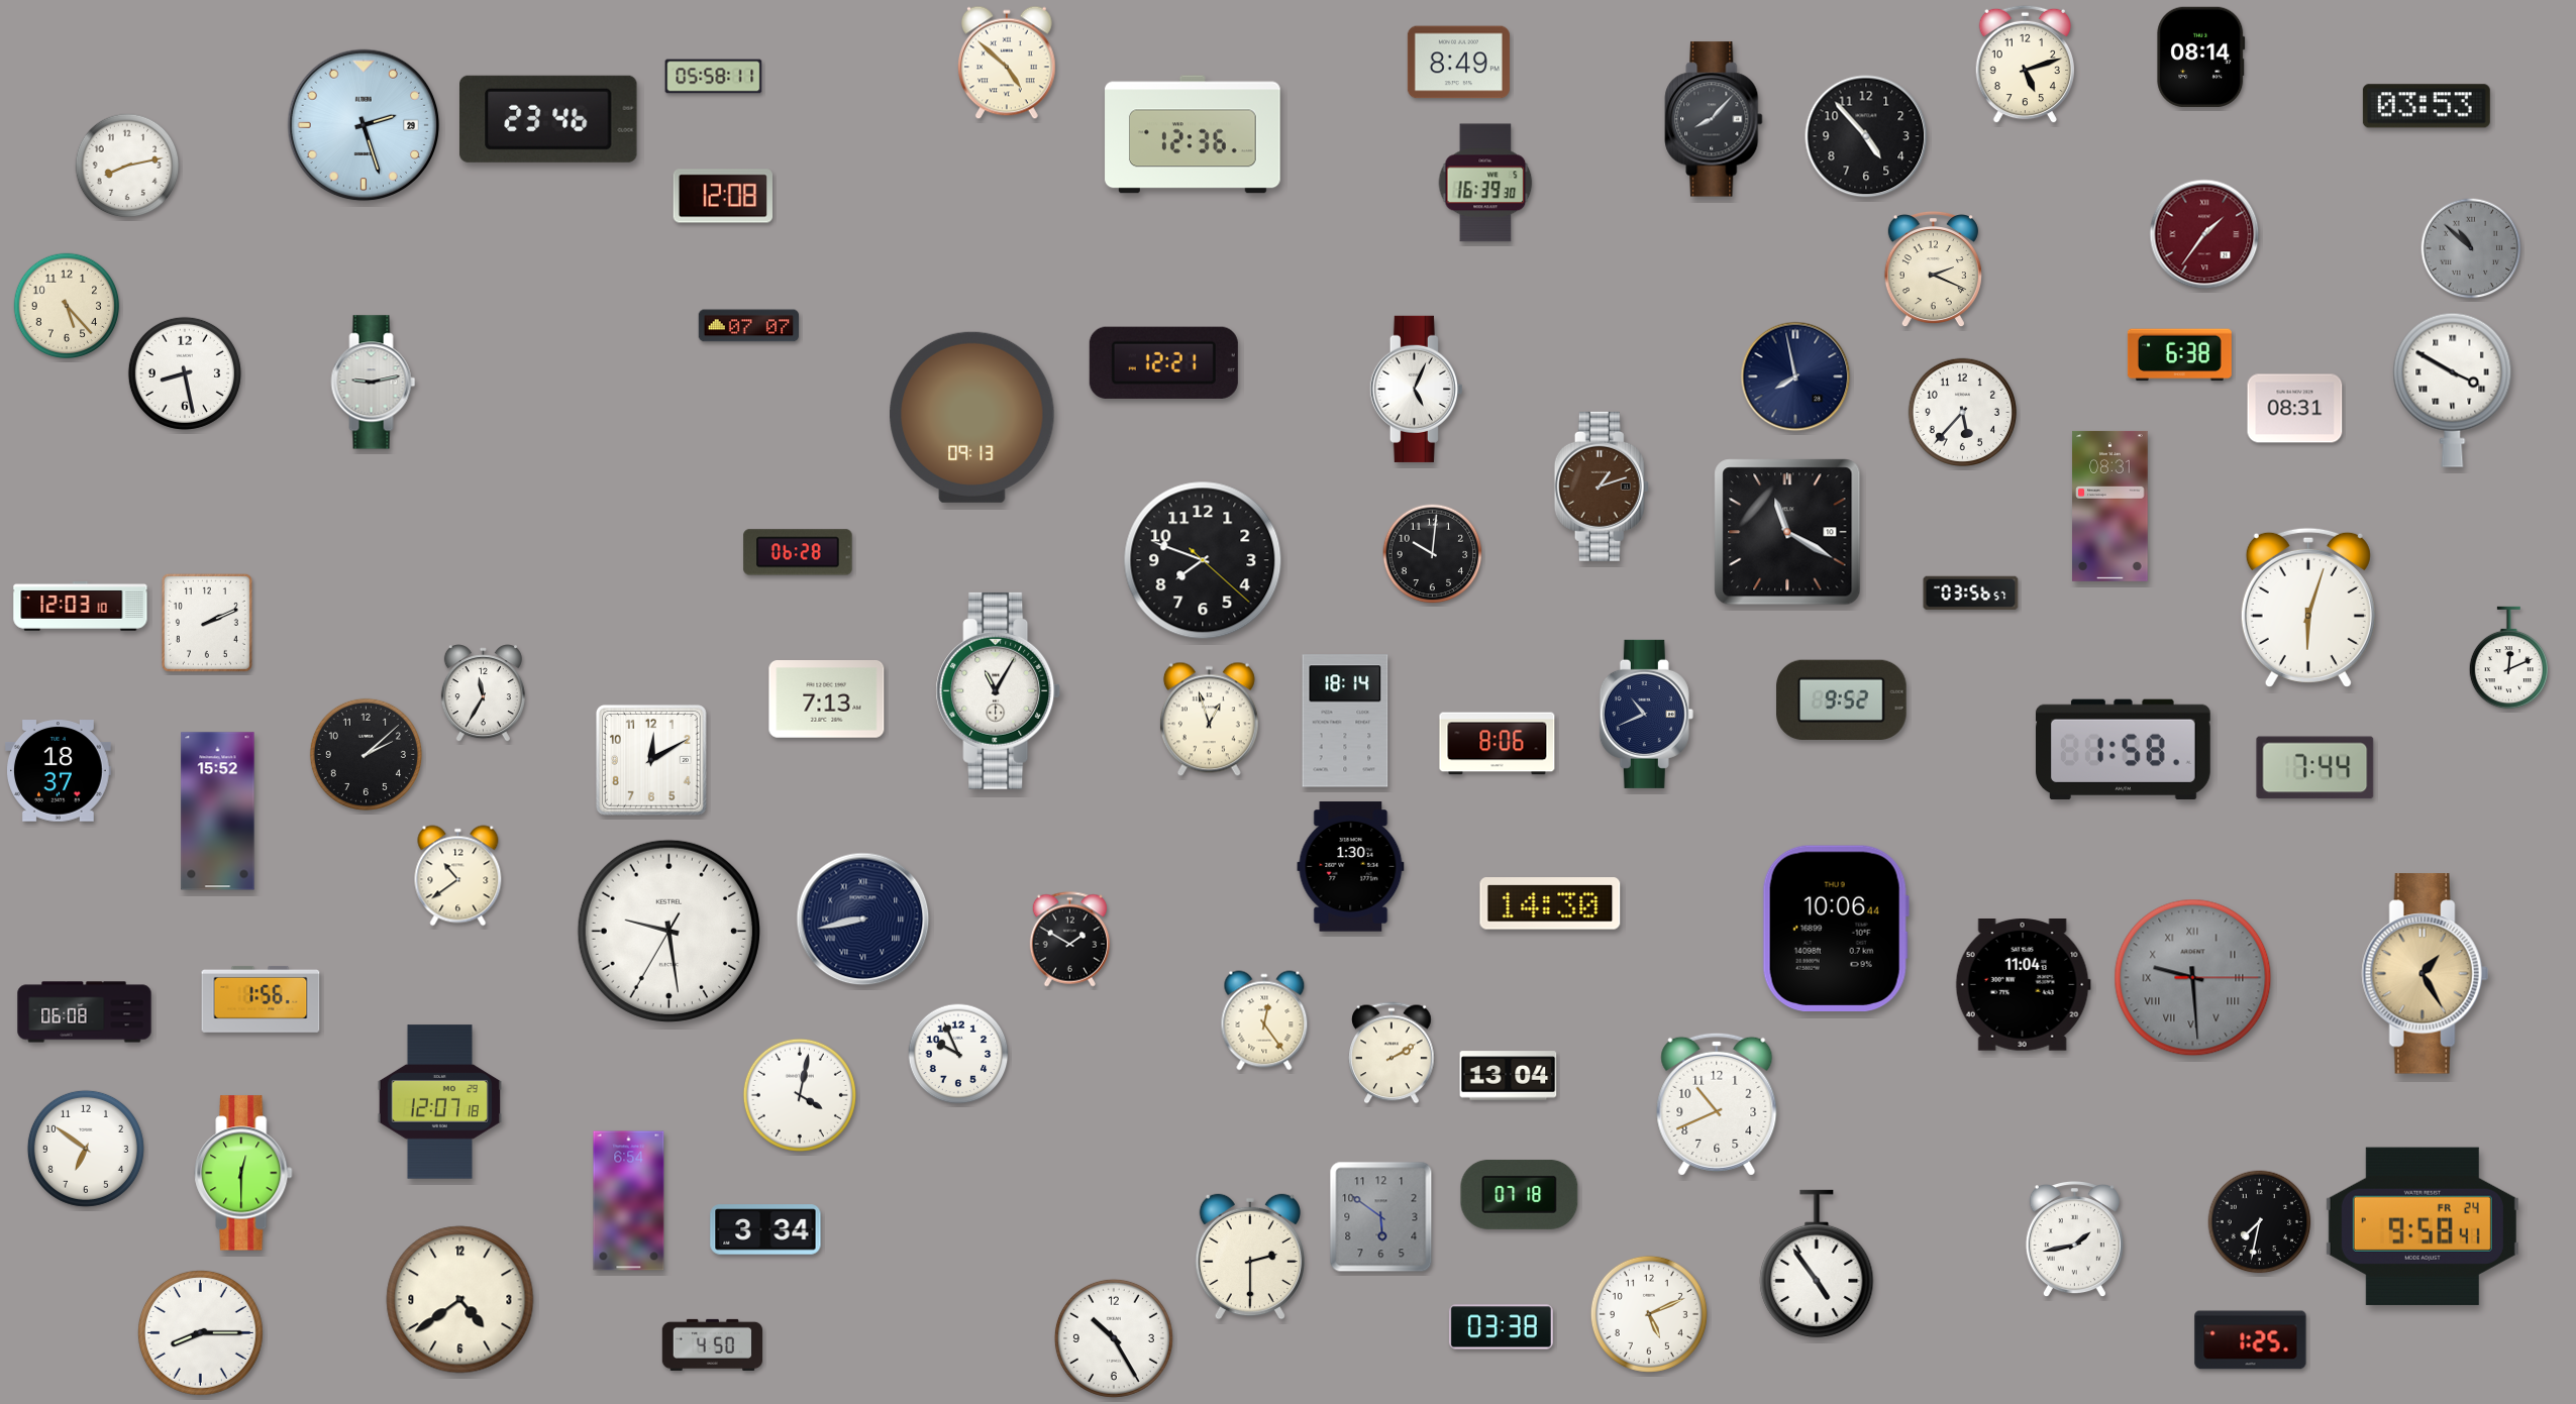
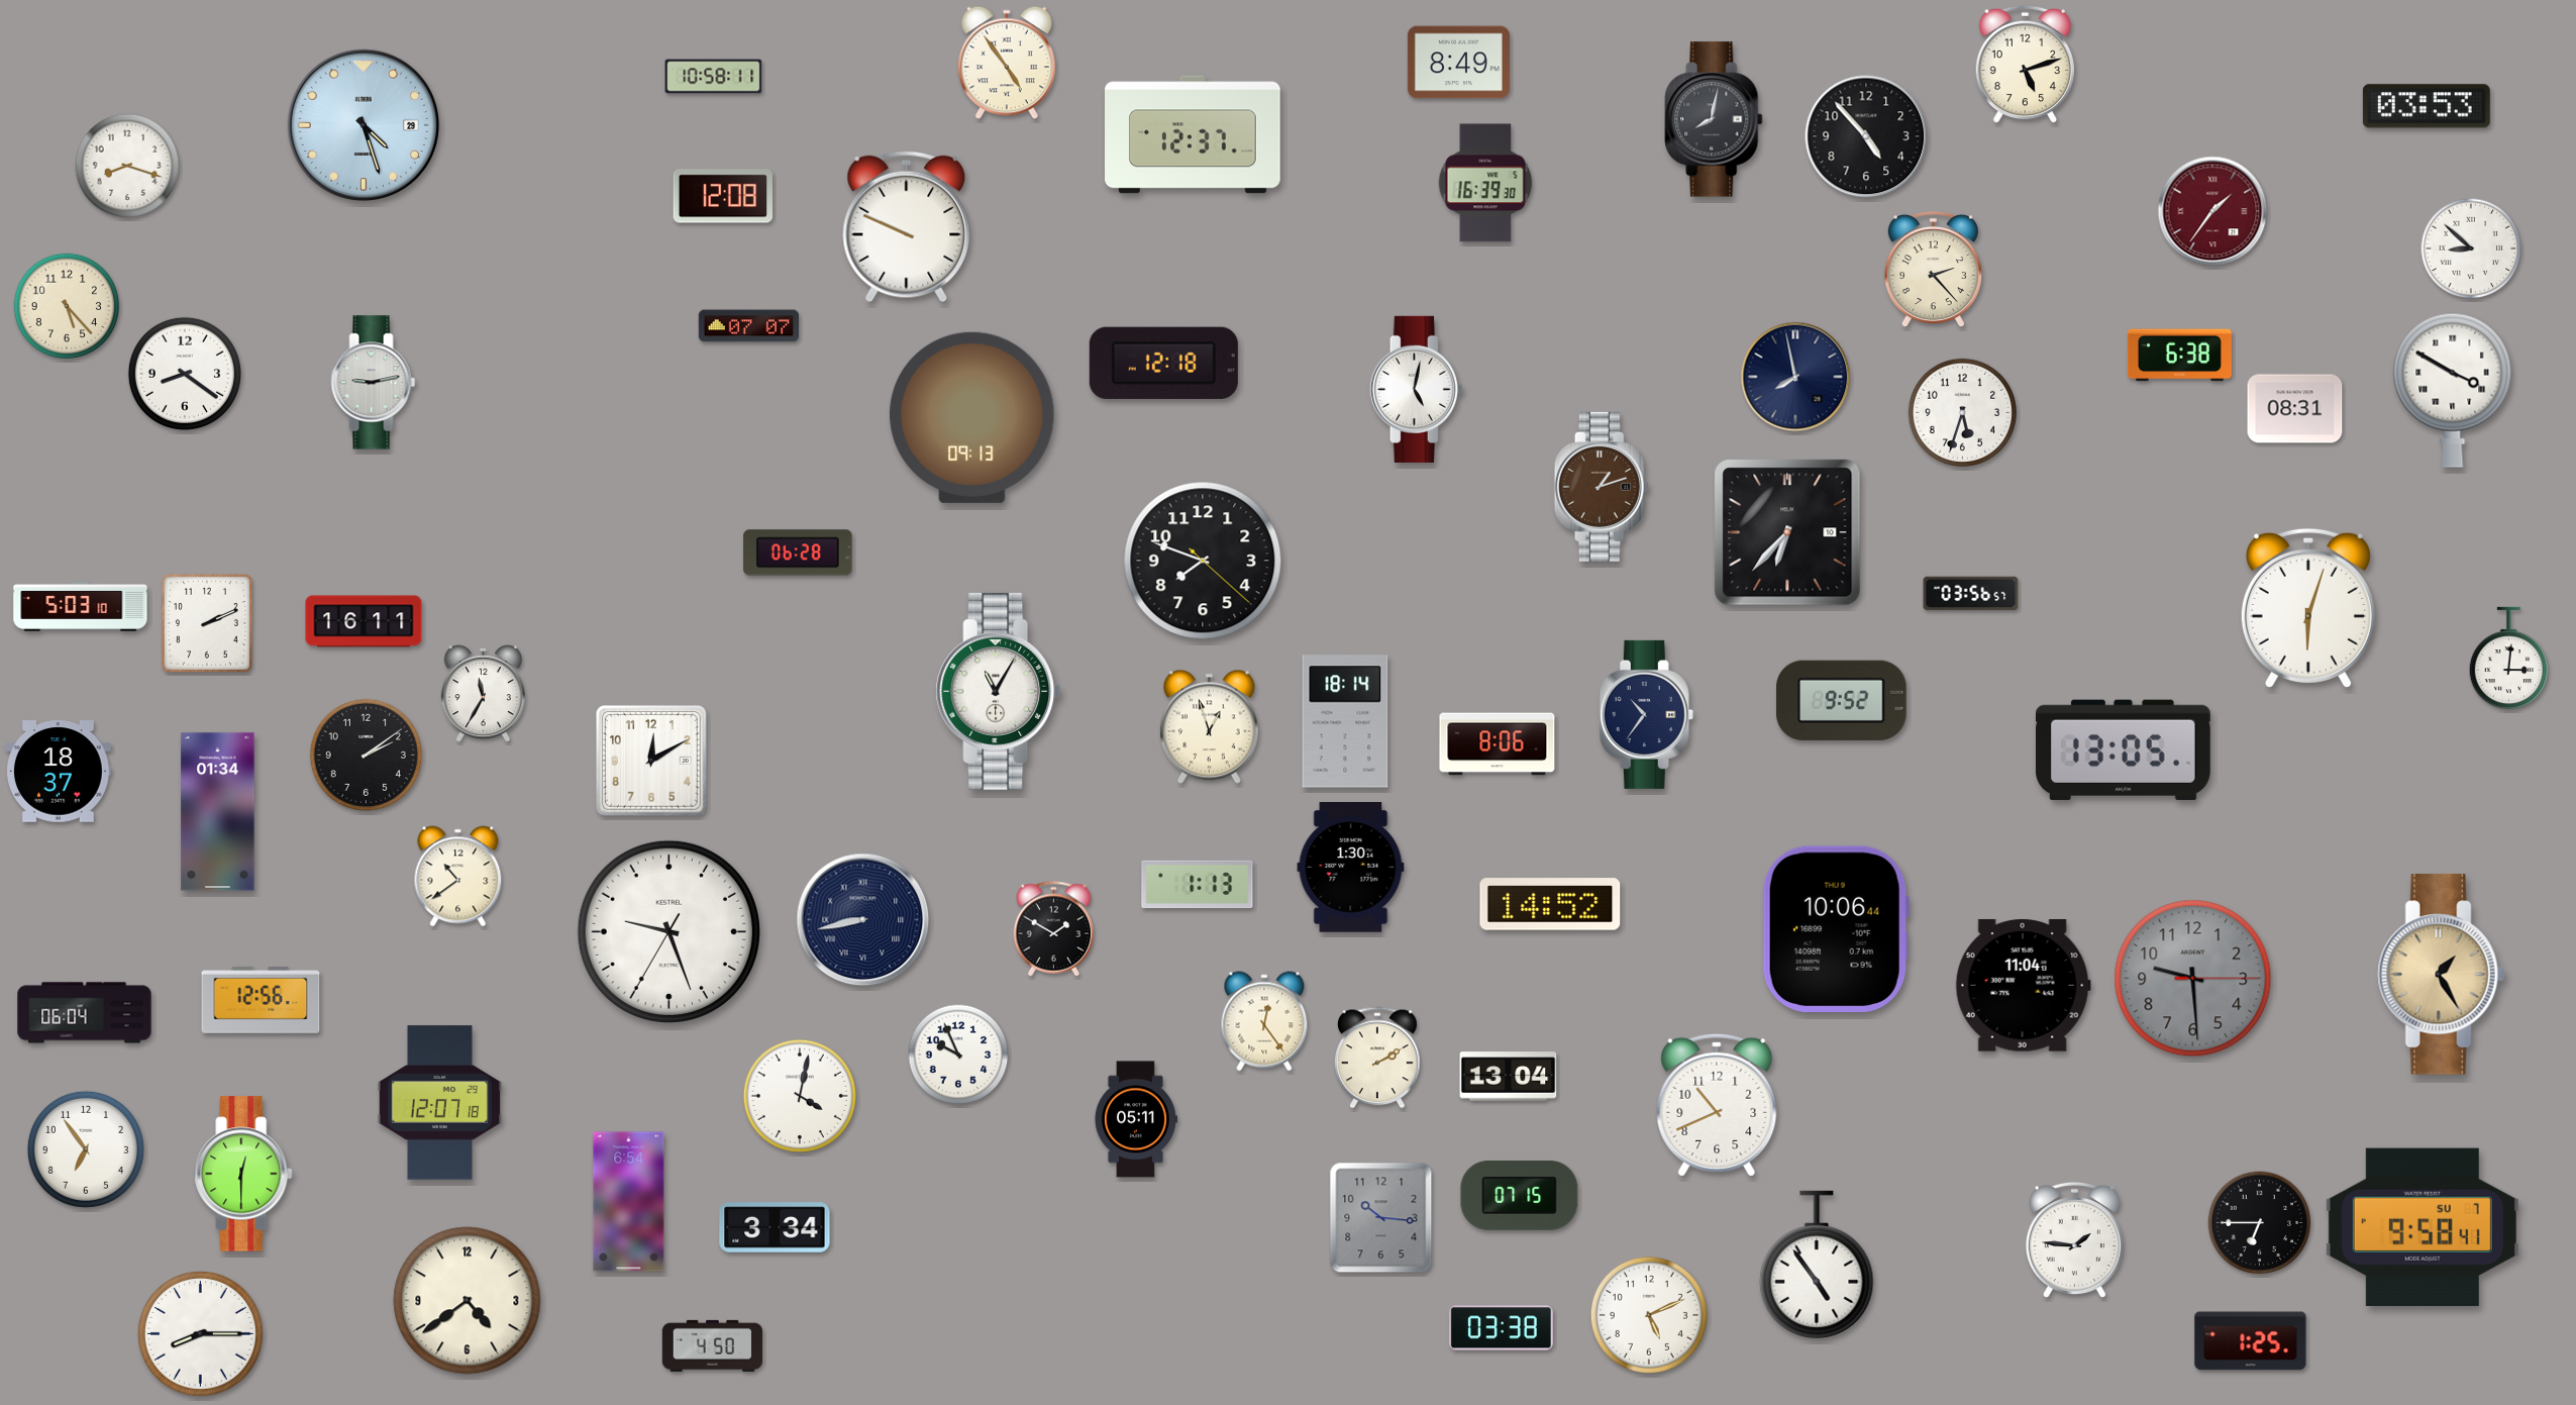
clock at (2201, 57): 08:14 -> none
clock at (1008, 63): 4:52 -> 4:54
clock at (714, 77): 05:58 -> 10:58
clock at (549, 119): 23:46 -> none
clock at (1714, 119): 8:07 -> 8:02
clock at (364, 125): 2:27 -> 4:27
clock at (1193, 134): 12:36 -> 12:37
clock at (127, 166): 8:13 -> 8:18
clock at (907, 227): none -> 9:49
clock at (2204, 234) position: (2204, 234) -> (2212, 211)
clock at (2471, 248): 10:52 -> 8:52
clock at (2471, 248) dial: grey -> white
clock at (1933, 269): 2:19 -> 2:23
clock at (1163, 362): 12:21 -> 12:18
clock at (185, 373): 8:28 -> 8:21
clock at (1416, 389): 5:04 -> 5:02
clock at (1962, 412): 5:37 -> 5:33
clock at (2110, 506): 08:31 -> none
clock at (1787, 532): 11:20 -> 6:37
clock at (1433, 554): 10:01 -> none
clock at (81, 607): 12:03 -> 5:03
clock at (364, 621): none -> 16:11
clock at (2509, 658): 12:11 -> 3:01
clock at (827, 699): 7:13 -> none
clock at (1646, 714): 10:41 -> 10:36
clock at (1209, 720) position: (1209, 720) -> (1209, 727)
clock at (2123, 750): 1:58 -> 13:05
clock at (366, 754): 2:08 -> 2:09
clock at (2315, 768): 7:44 -> none
clock at (218, 812): 15:52 -> 01:34
clock at (1198, 885): none -> 1:13
clock at (1550, 903): 14:30 -> 14:52
clock at (668, 931): 9:28 -> 9:26
clock at (1069, 940) position: (1069, 940) -> (1053, 929)
clock at (2425, 974) position: (2425, 974) -> (2441, 975)
clock at (2193, 978) numerals: Roman -> Arabic
clock at (261, 999): 1:56 -> 12:56
clock at (85, 1012): 06:08 -> 06:04
clock at (1392, 1053) position: (1392, 1053) -> (1377, 1058)
clock at (1135, 1119): none -> 05:11
clock at (86, 1149): 6:51 -> 6:54
clock at (1520, 1194): 07:18 -> 07:15
clock at (1381, 1217): 5:51 -> 10:16
clock at (2260, 1222): 7:32 -> 6:45
clock at (2423, 1226) date: FR 24 -> SU 7
clock at (765, 1229) position: (765, 1229) -> (775, 1227)
clock at (2074, 1239): 1:43 -> 1:46
clock at (1249, 1257): 2:30 -> none
clock at (460, 1300) position: (460, 1300) -> (468, 1301)
clock at (1114, 1338): 10:25 -> none
